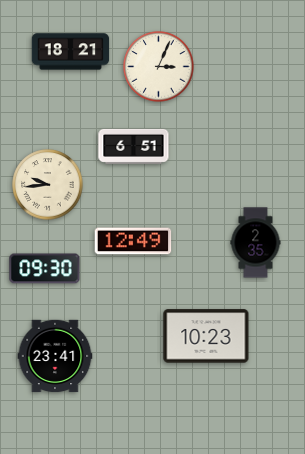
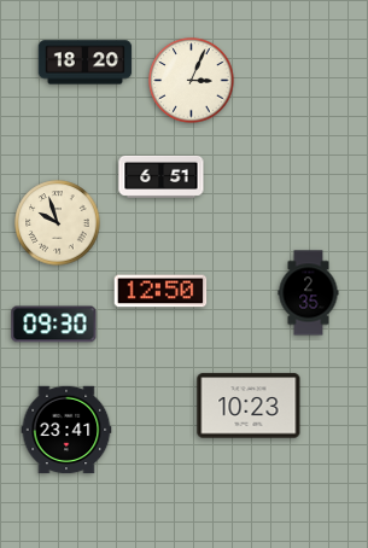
clock at (71, 52): 18:21 -> 18:20
clock at (48, 185): 9:44 -> 9:57
clock at (133, 241): 12:49 -> 12:50
